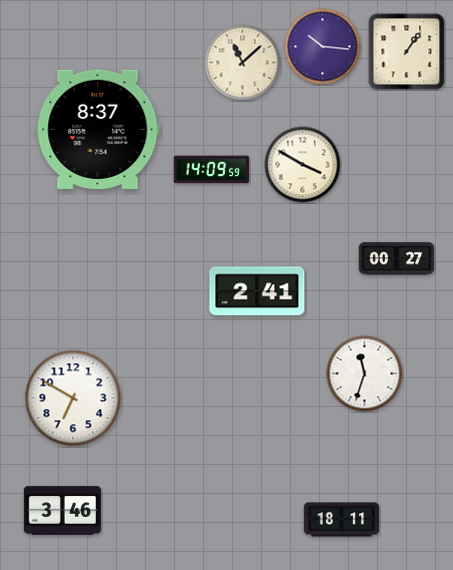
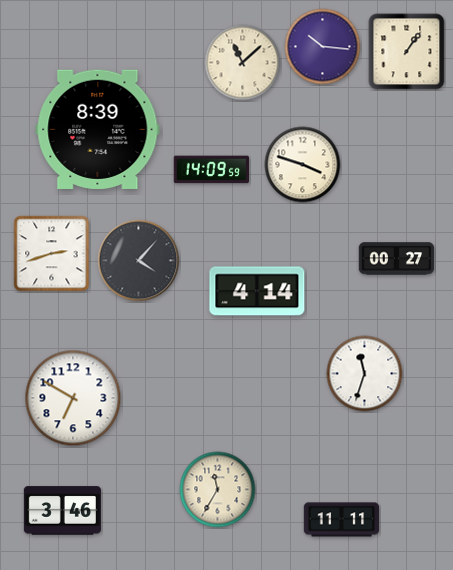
clock at (98, 129): 8:37 -> 8:39
clock at (303, 165): 3:50 -> 3:48
clock at (52, 254): none -> 2:42
clock at (139, 261): none -> 4:07
clock at (257, 291): 2:41 -> 4:14
clock at (218, 490): none -> 11:35
clock at (342, 520): 18:11 -> 11:11
